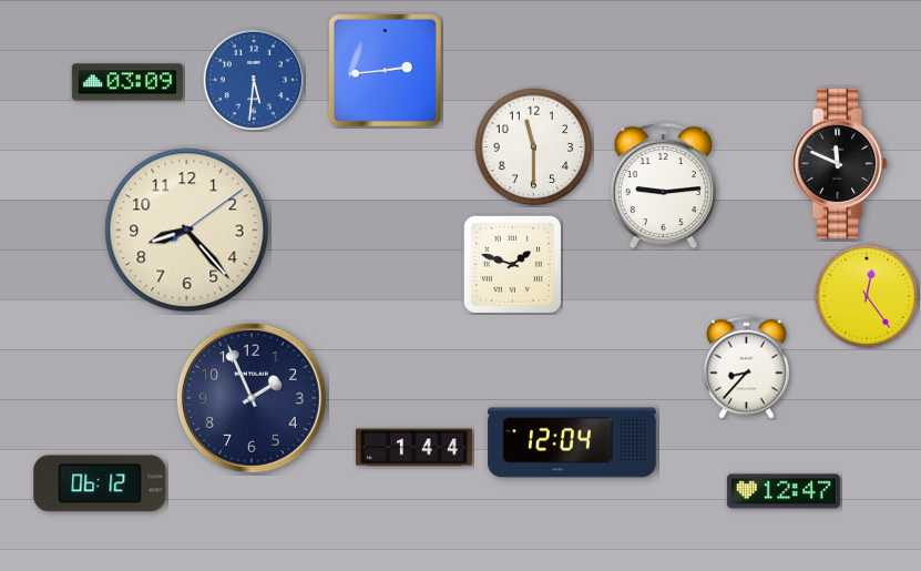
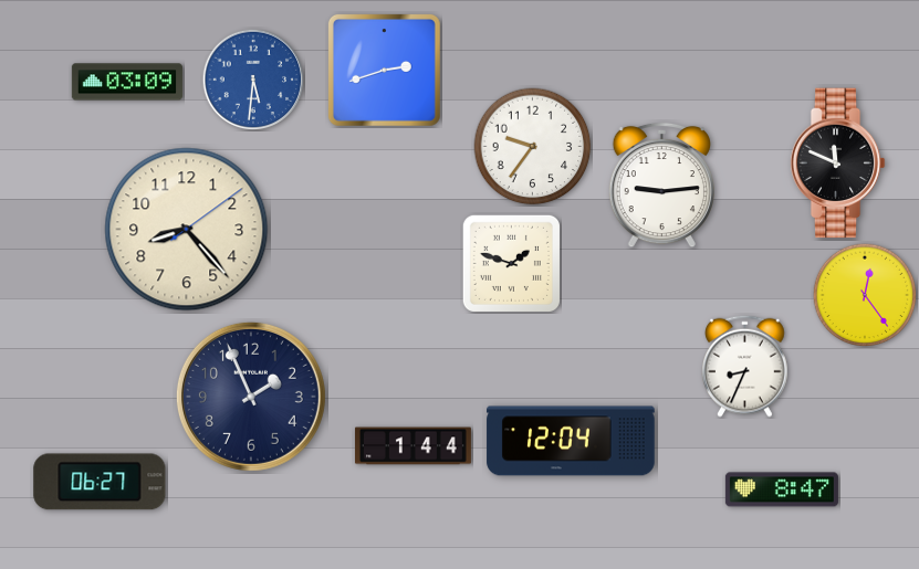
clock at (385, 70): 2:44 -> 2:42
clock at (534, 147): 11:30 -> 9:36
clock at (747, 367): 8:37 -> 8:34
clock at (100, 483): 06:12 -> 06:27
clock at (784, 491): 12:47 -> 8:47
